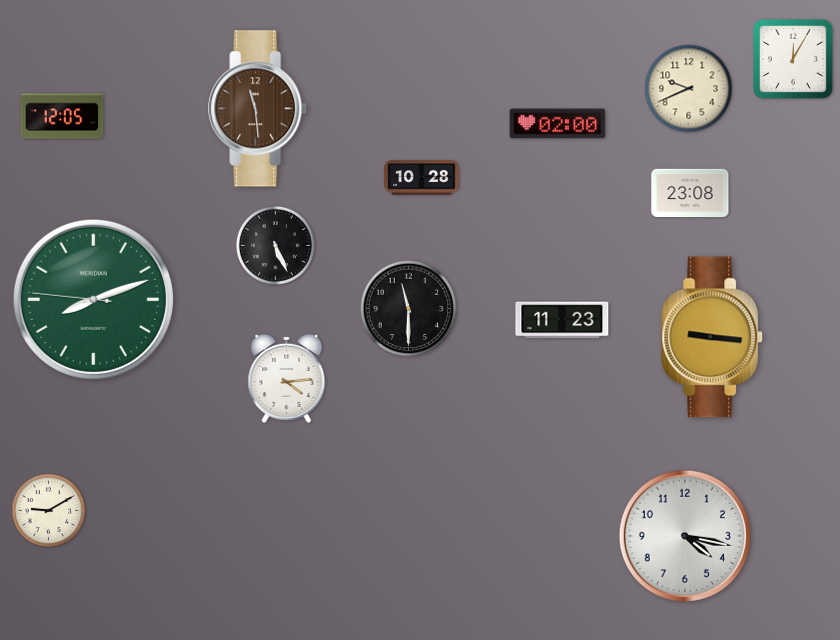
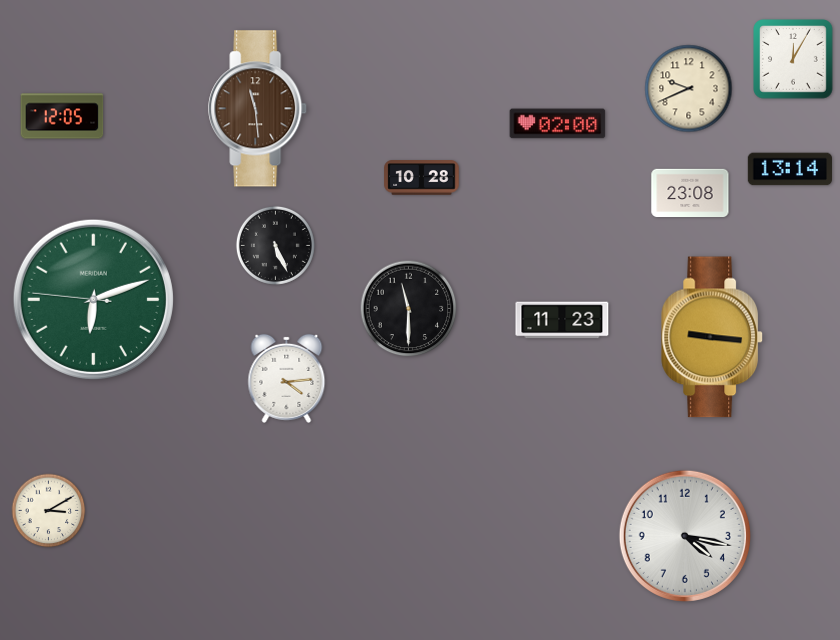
clock at (789, 169): none -> 13:14
clock at (93, 299): 8:11 -> 6:11
clock at (49, 511): 9:10 -> 3:10
